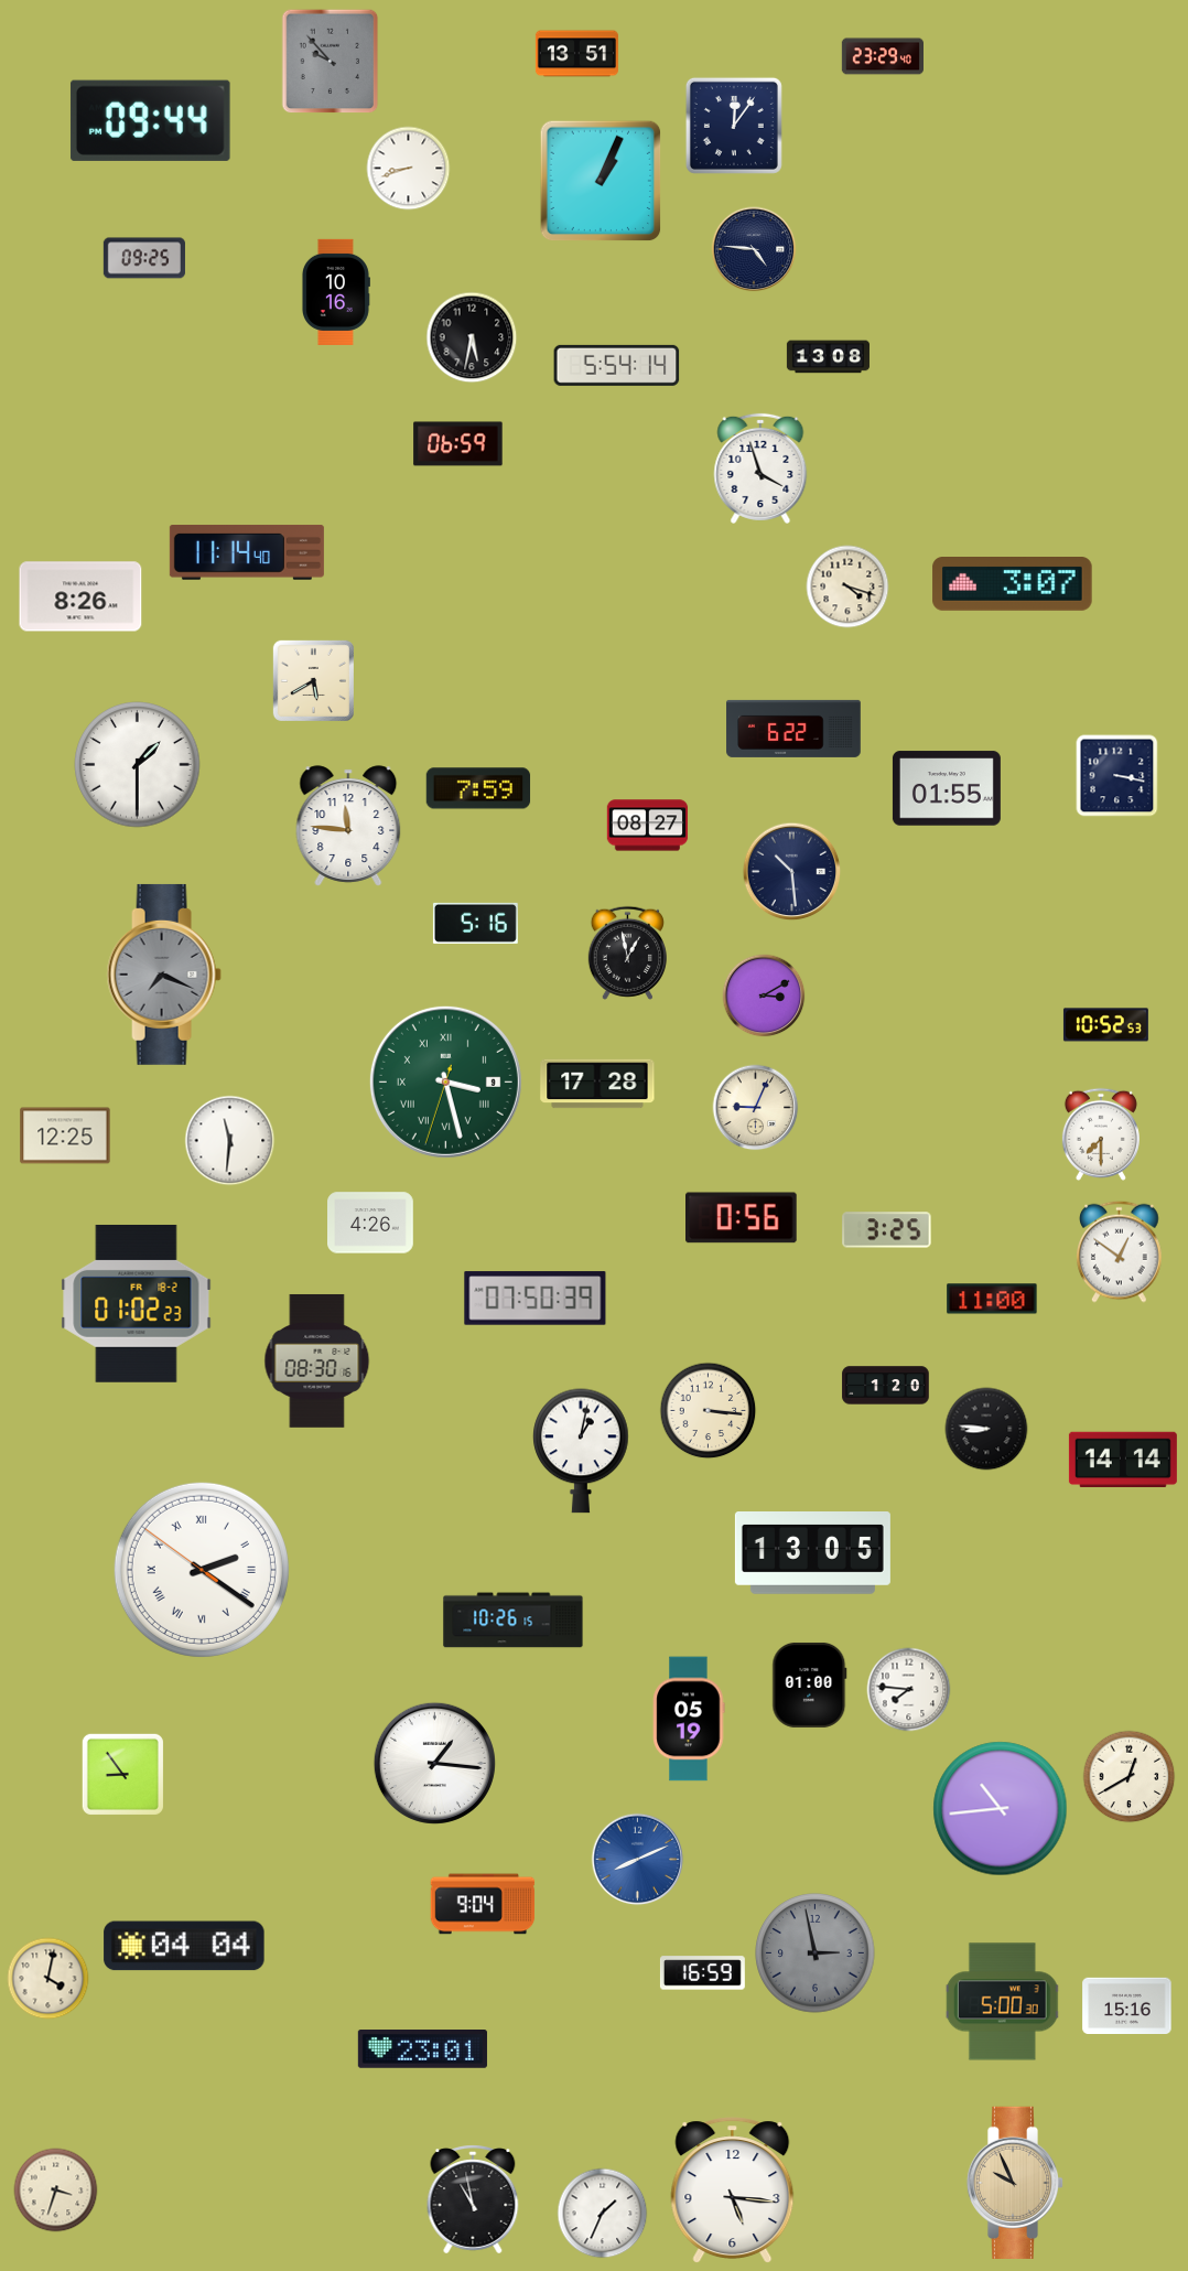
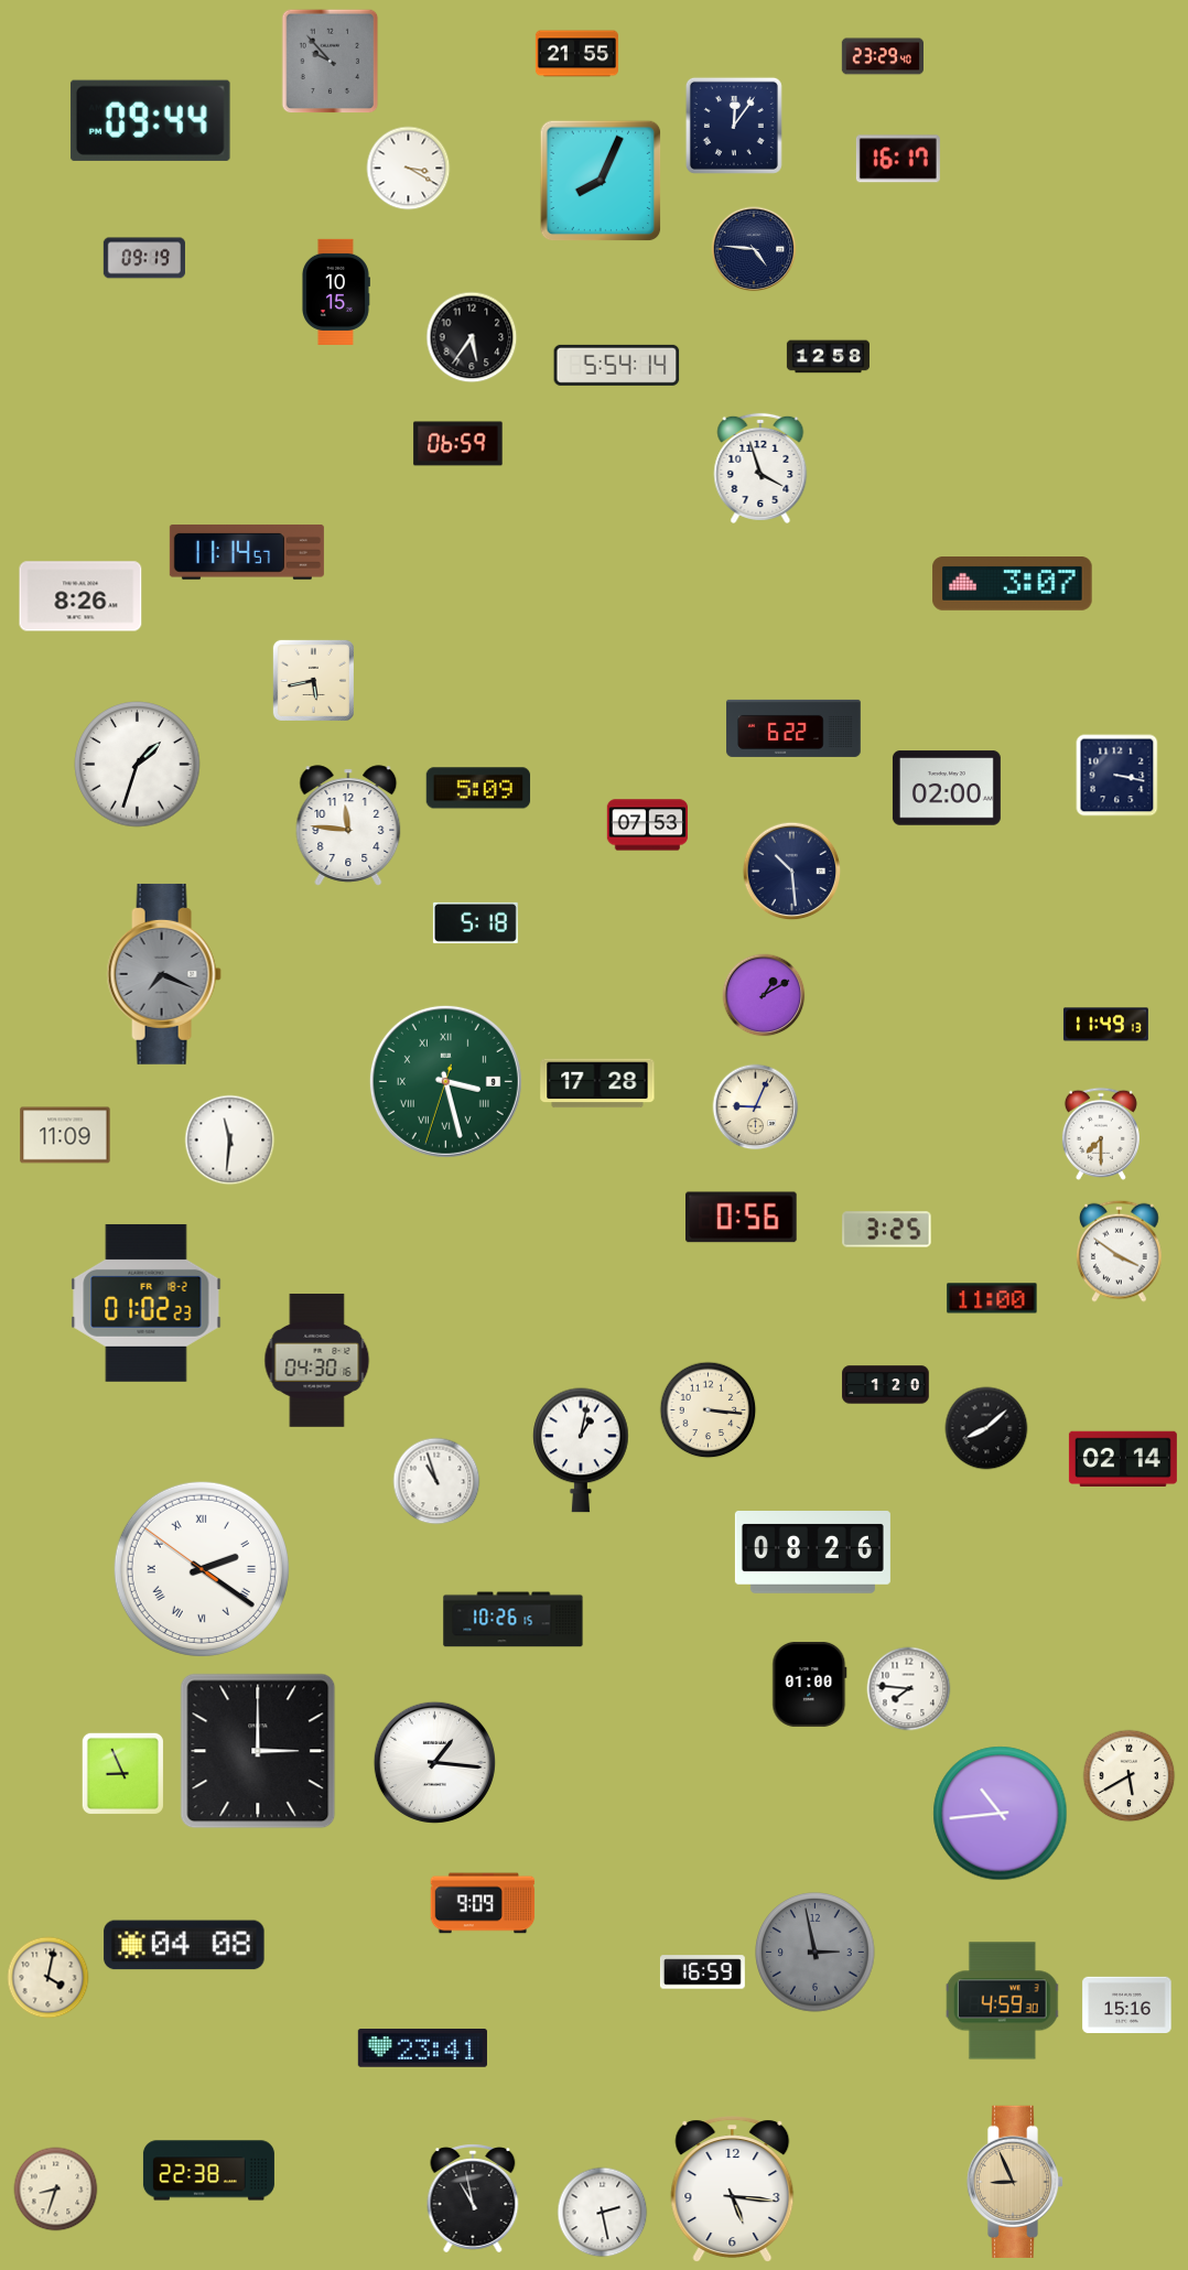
clock at (576, 54): 13:51 -> 21:55
clock at (898, 159): none -> 16:17
clock at (409, 169): 8:42 -> 3:20
clock at (601, 181): 1:04 -> 8:04
clock at (144, 258): 09:25 -> 09:19
clock at (335, 292): 10:16 -> 10:15
clock at (472, 337): 5:32 -> 5:36
clock at (828, 357): 13:08 -> 12:58
clock at (247, 553): 11:14:40 -> 11:14:57
clock at (847, 586): 4:18 -> none
clock at (313, 680): 5:40 -> 5:43
clock at (138, 765): 1:30 -> 1:33
clock at (478, 788): 7:59 -> 5:09
clock at (947, 788): 01:55 -> 02:00
clock at (648, 826): 08:27 -> 07:53
clock at (475, 923): 5:16 -> 5:18
clock at (627, 952): 12:58 -> none
clock at (764, 995): 3:10 -> 1:10
clock at (1105, 1025): 10:52 -> 11:49
clock at (65, 1135): 12:25 -> 11:09
clock at (370, 1223): 4:26 -> none
clock at (1120, 1251): 12:51 -> 3:51
clock at (536, 1299): 07:50 -> none
clock at (137, 1303) position: (137, 1303) -> (147, 1302)
clock at (317, 1360): 08:30 -> 04:30
clock at (986, 1429): 8:46 -> 8:08
clock at (1123, 1459): 14:14 -> 02:14
clock at (436, 1481): none -> 10:57
clock at (812, 1553): 13:05 -> 08:26
clock at (689, 1719): 05:19 -> none
clock at (258, 1751): none -> 3:00
clock at (122, 1774): 8:54 -> 8:56
clock at (1130, 1777): 12:40 -> 5:40
clock at (1001, 1809) position: (1001, 1809) -> (1001, 1814)
clock at (638, 1860): 8:11 -> none
clock at (483, 1904): 9:04 -> 9:09
clock at (184, 1946): 04:04 -> 04:08
clock at (1003, 2002): 5:00 -> 4:59
clock at (422, 2049): 23:01 -> 23:41
clock at (208, 2171): none -> 22:38
clock at (1015, 2183): 9:56 -> 8:56
clock at (56, 2191): 3:33 -> 8:33
clock at (603, 2214): 1:34 -> 2:28
